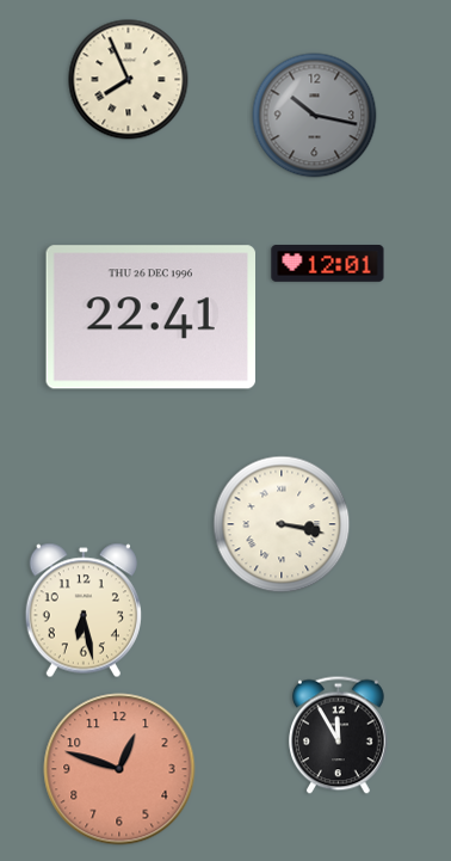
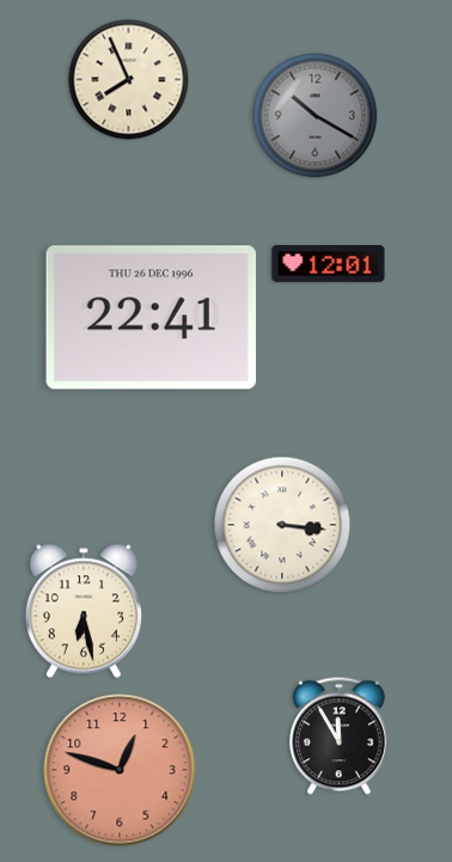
clock at (315, 116): 10:17 -> 10:20
clock at (282, 524): 3:17 -> 3:16
